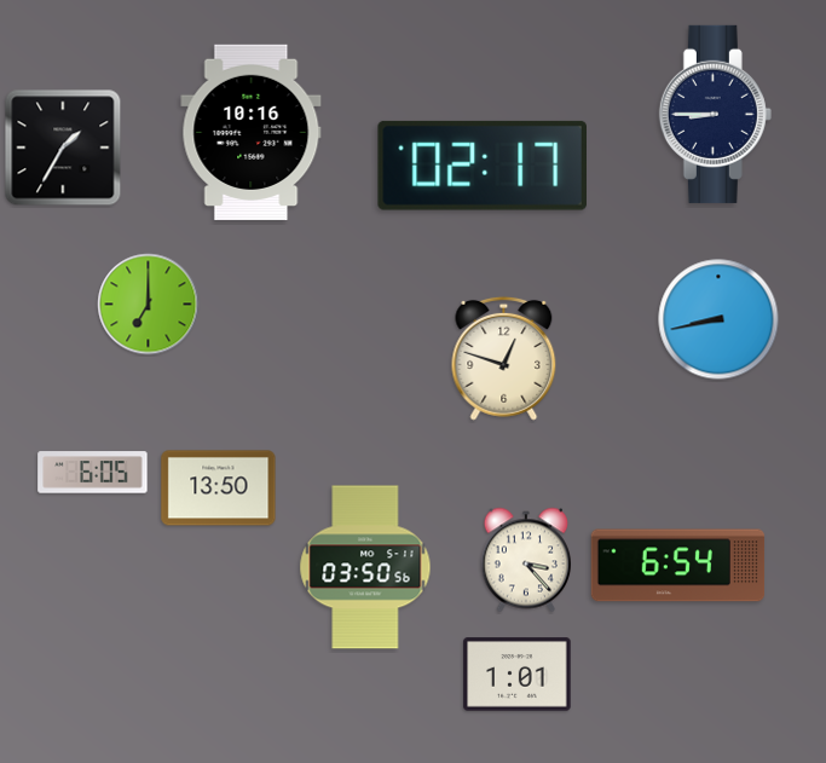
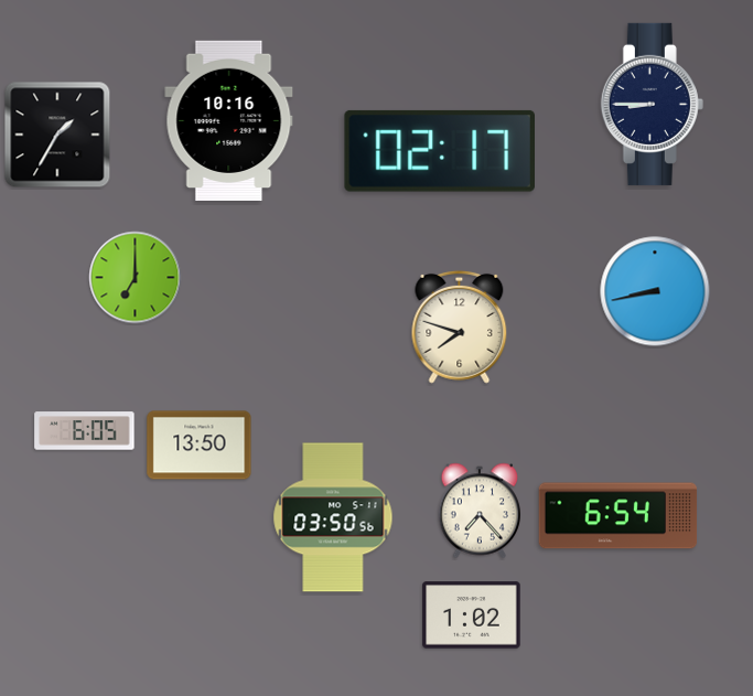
clock at (504, 358): 12:48 -> 7:48
clock at (525, 560): 3:23 -> 7:23
clock at (518, 675): 1:01 -> 1:02
